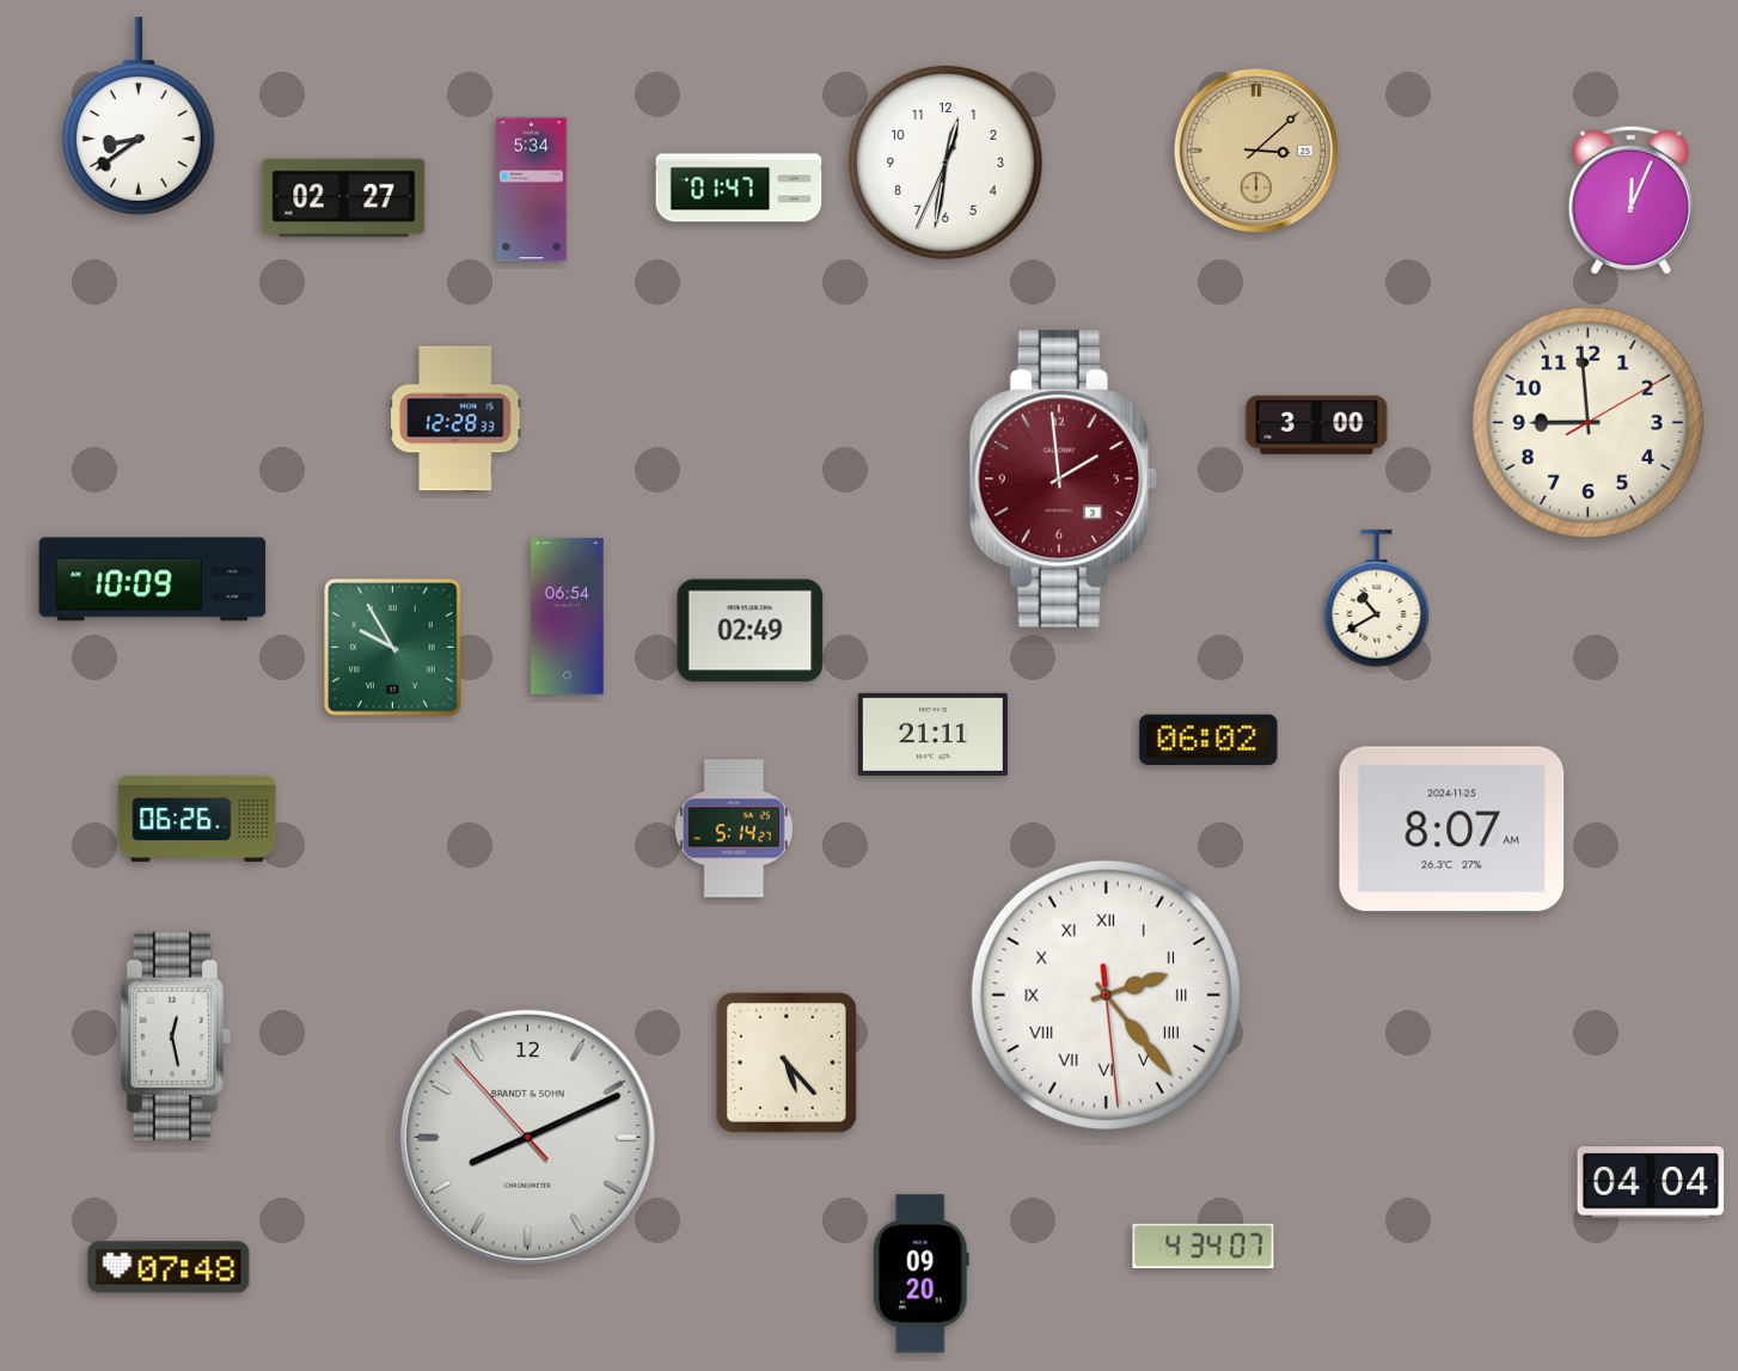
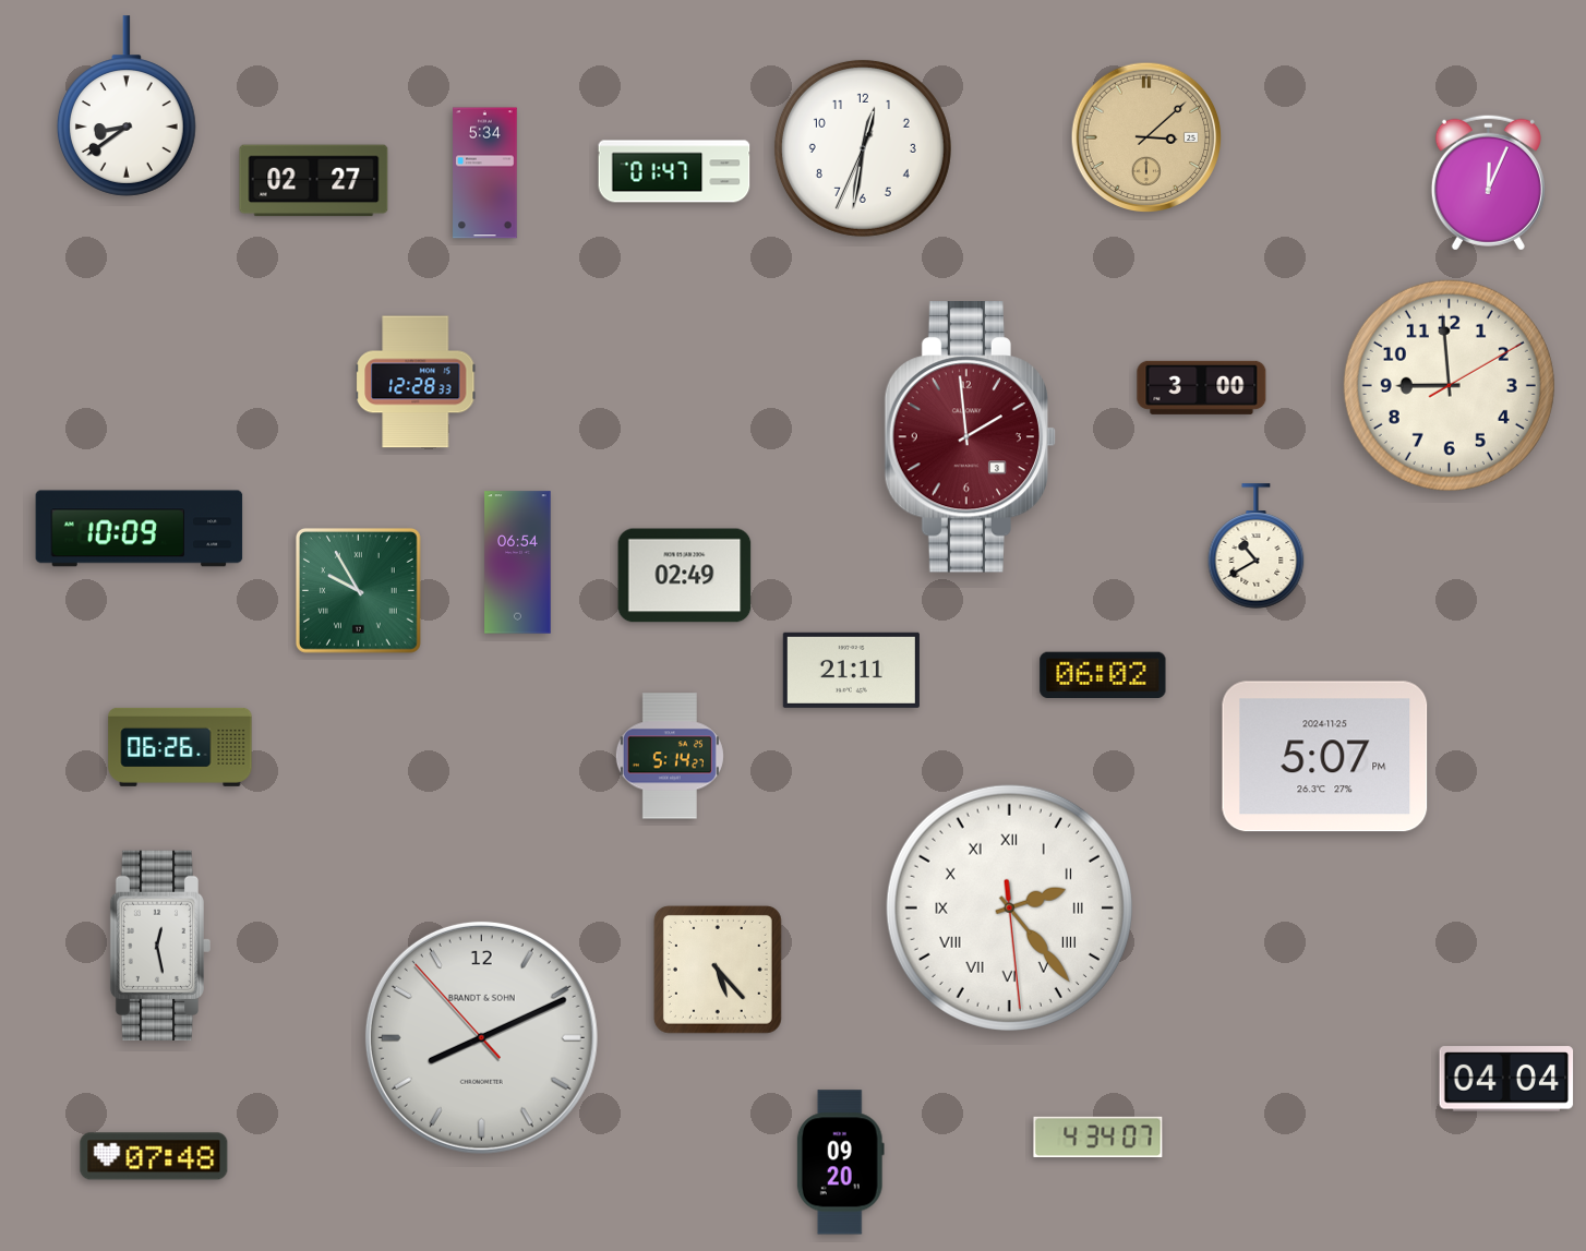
clock at (1452, 830): 8:07 -> 5:07
